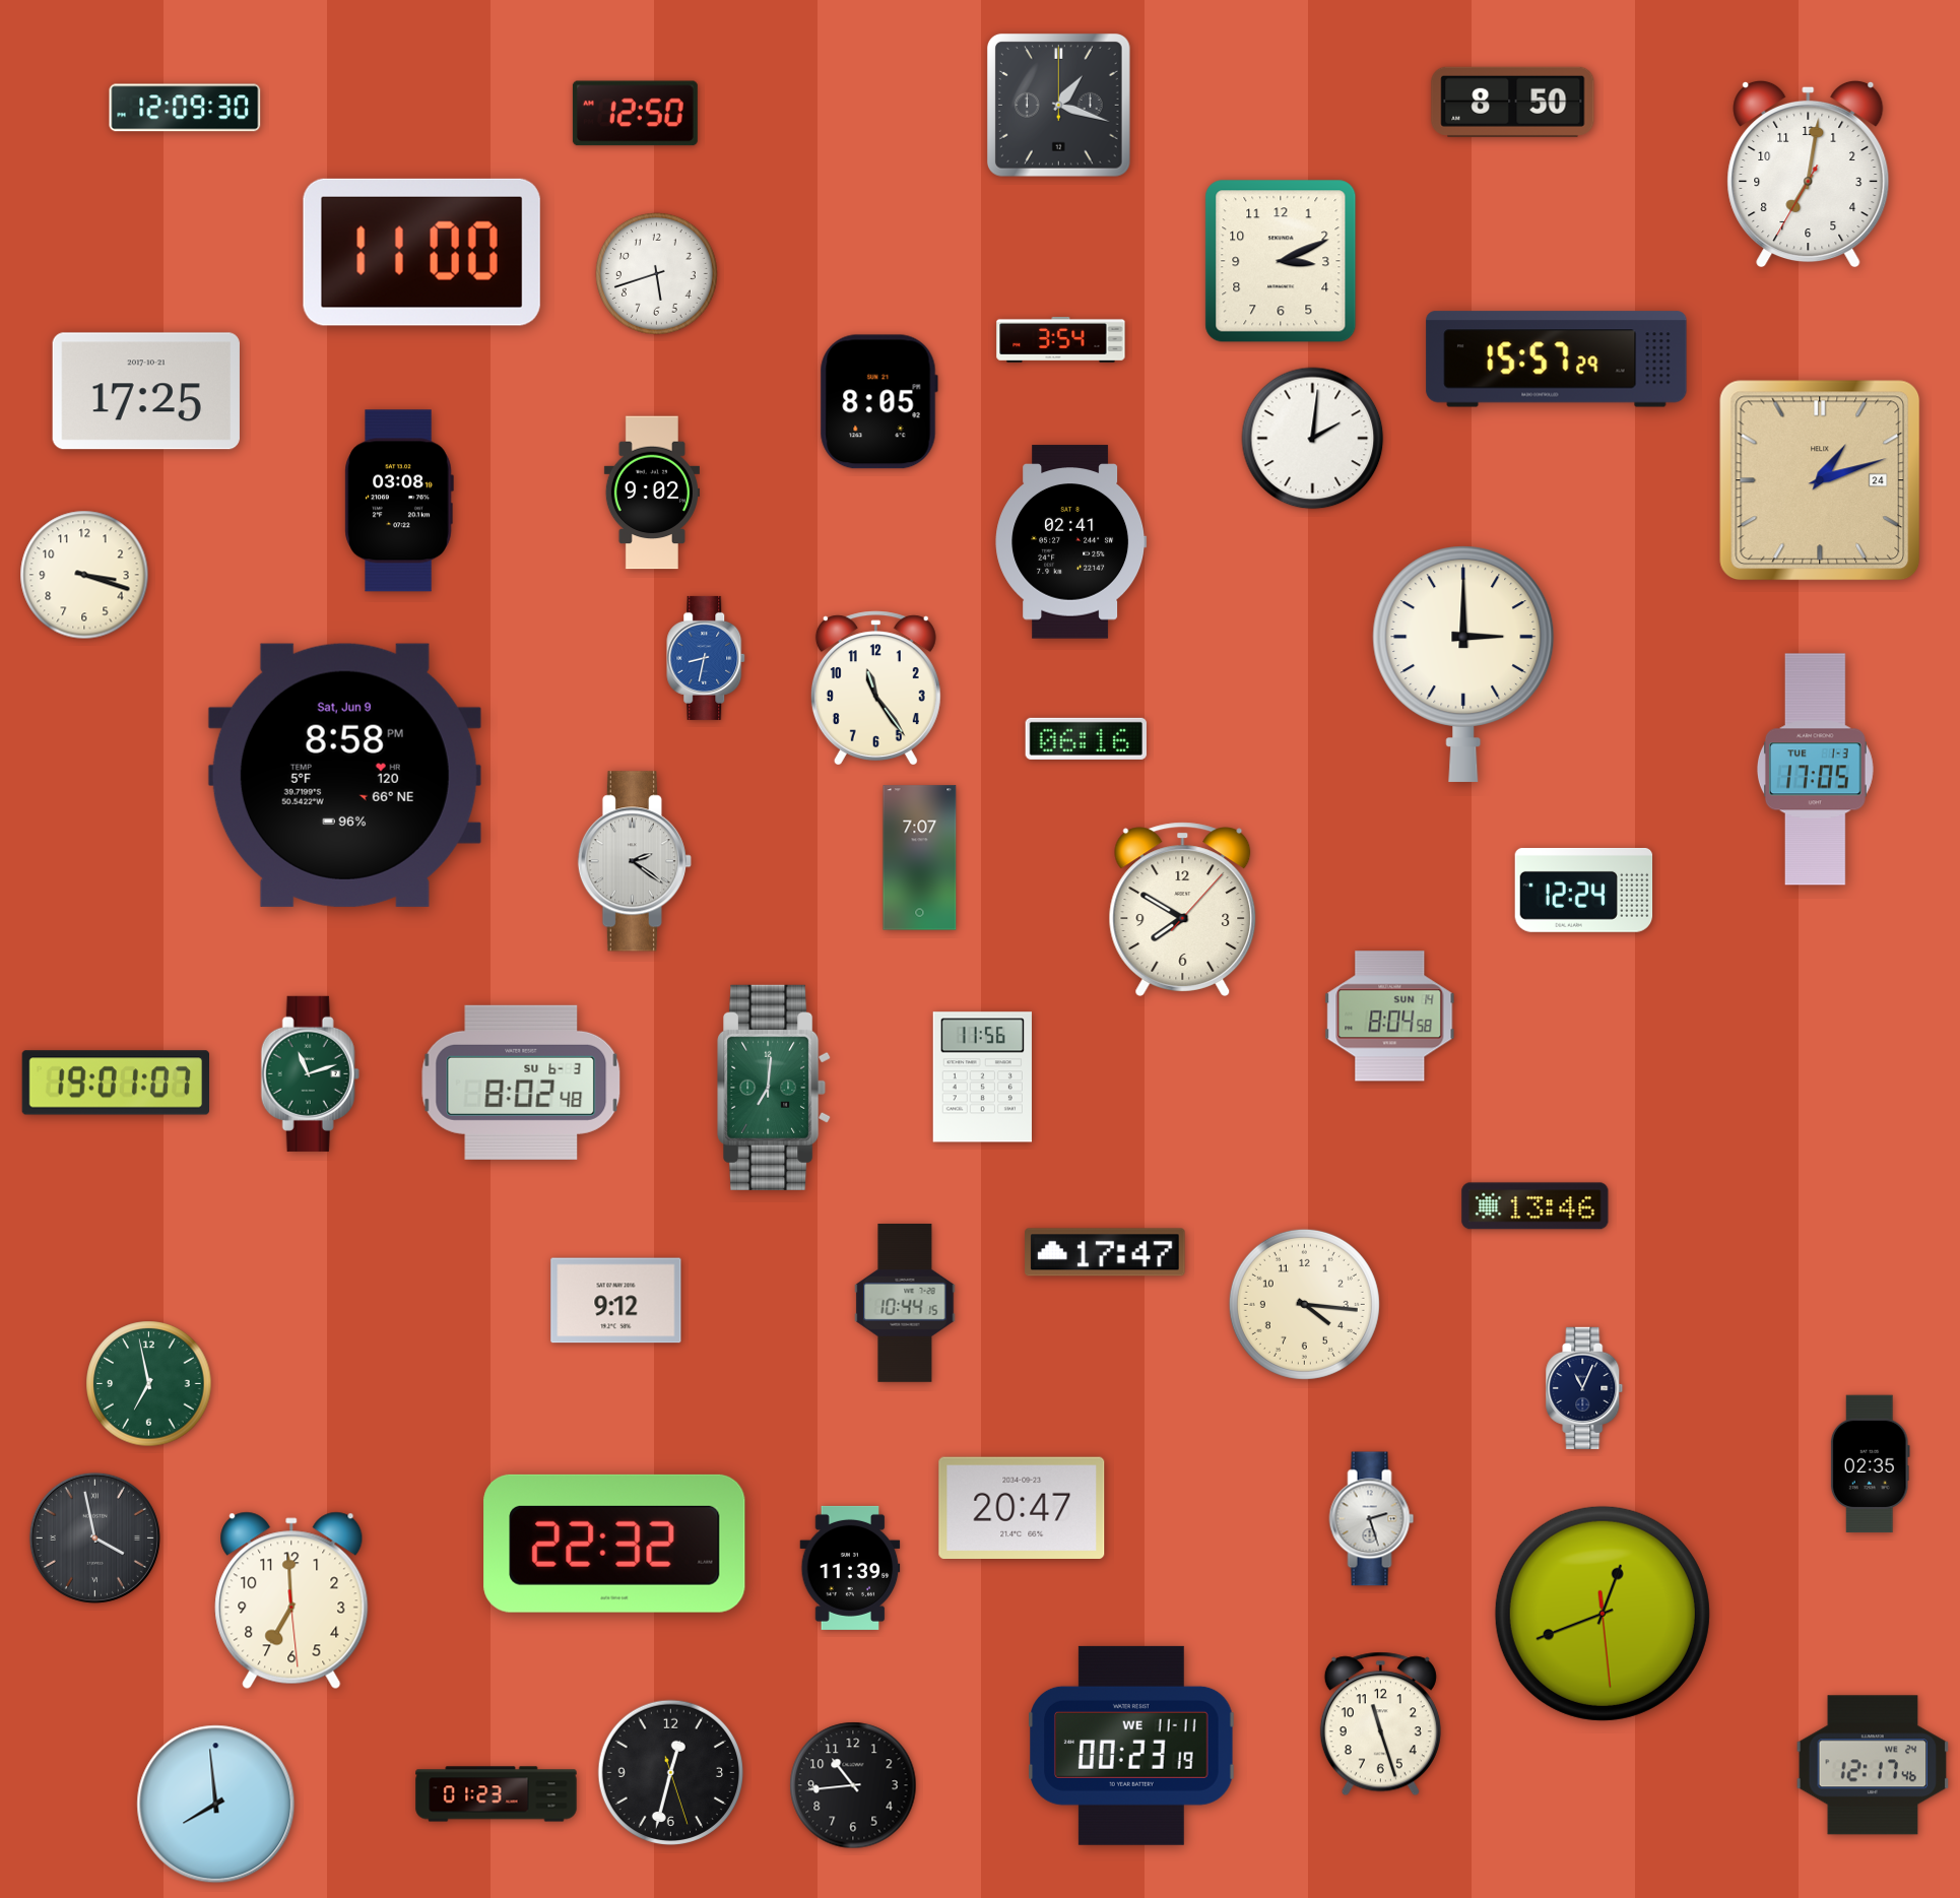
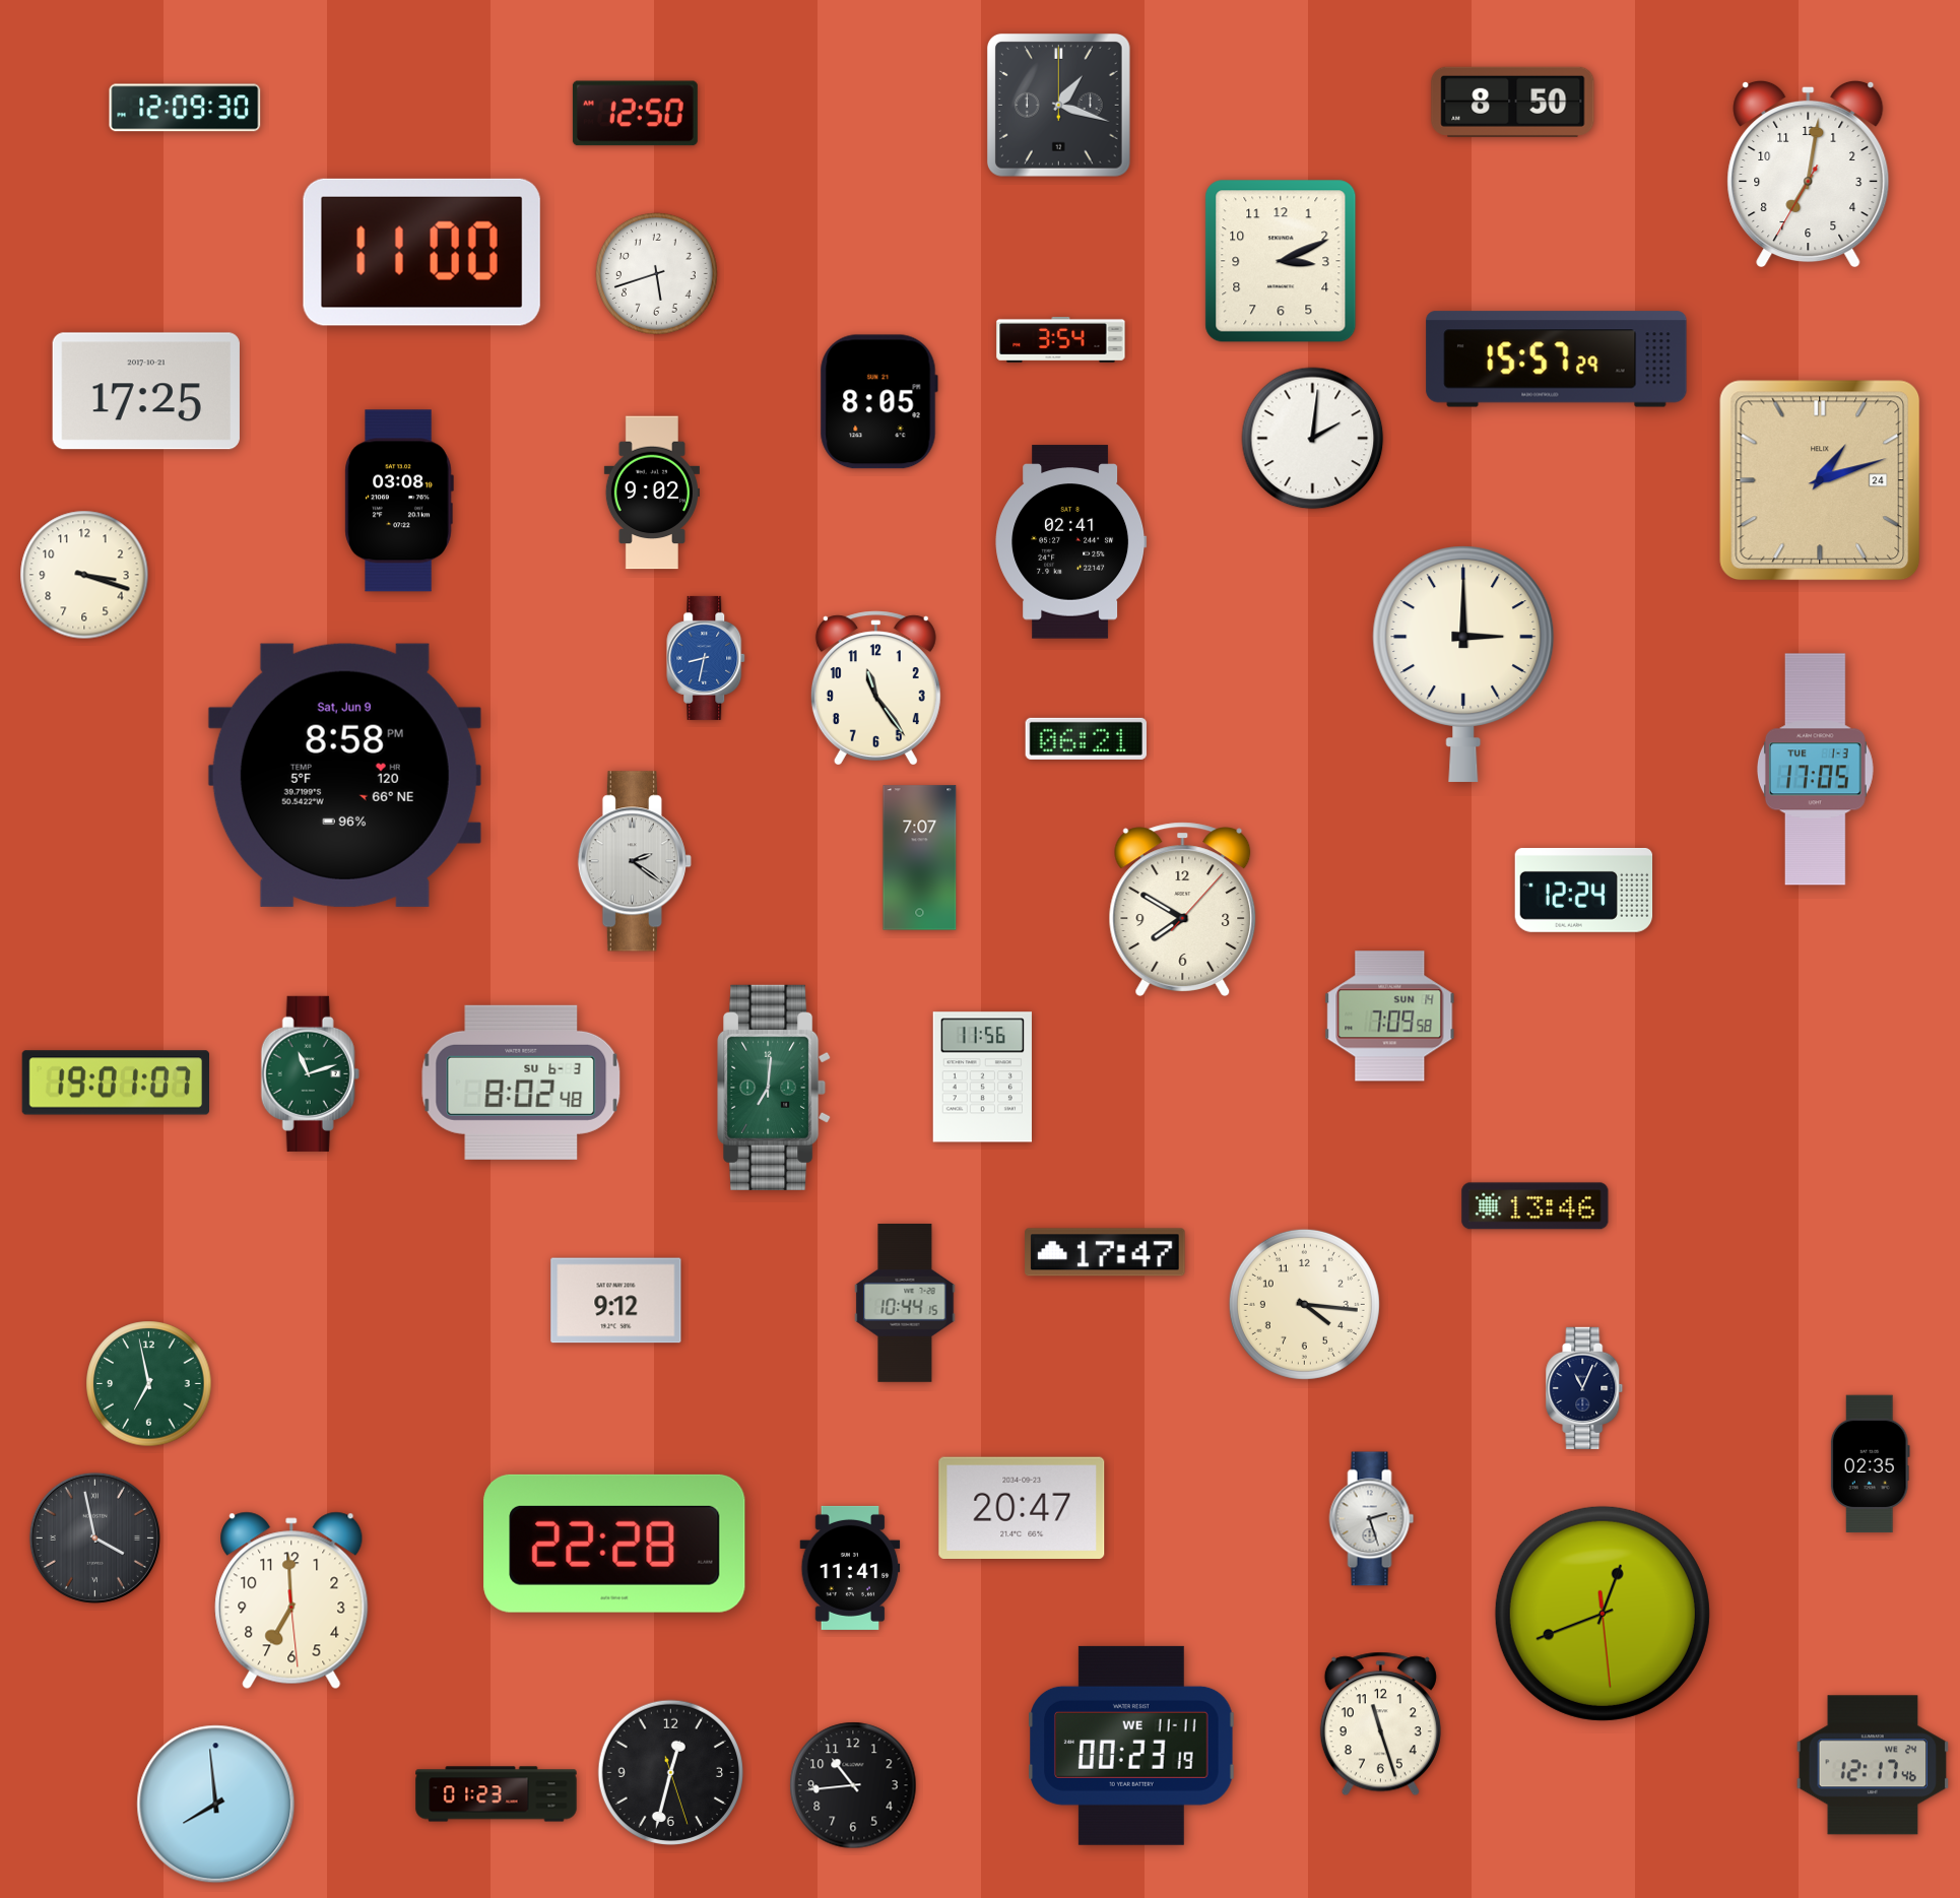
clock at (1086, 738): 06:16 -> 06:21
clock at (1390, 1017): 8:04 -> 7:09
clock at (614, 1544): 22:32 -> 22:28
clock at (850, 1568): 11:39 -> 11:41
